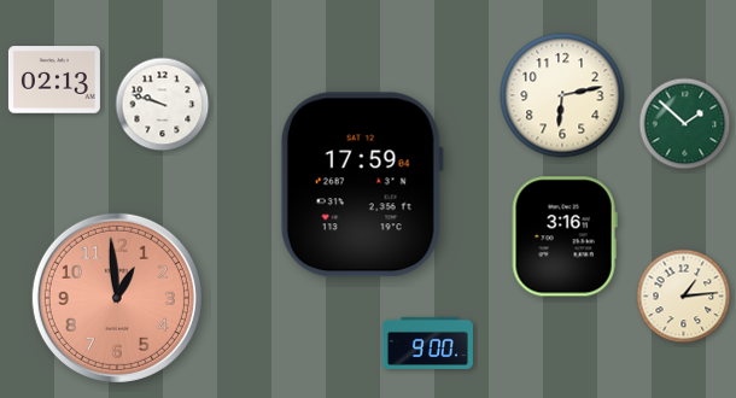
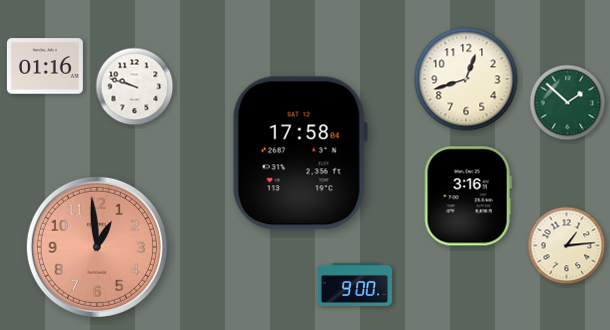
clock at (54, 80): 02:13 -> 01:16
clock at (562, 95): 6:13 -> 12:42
clock at (362, 185): 17:59 -> 17:58
